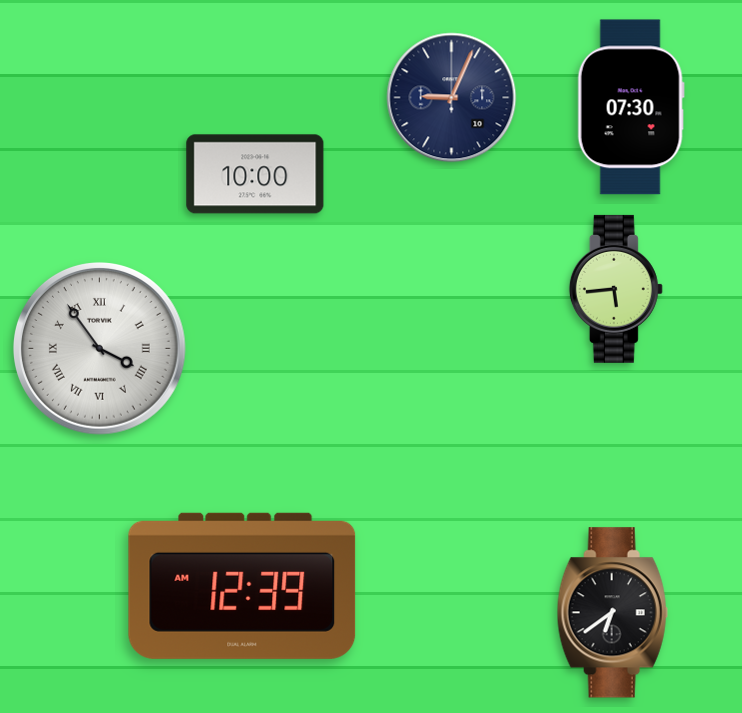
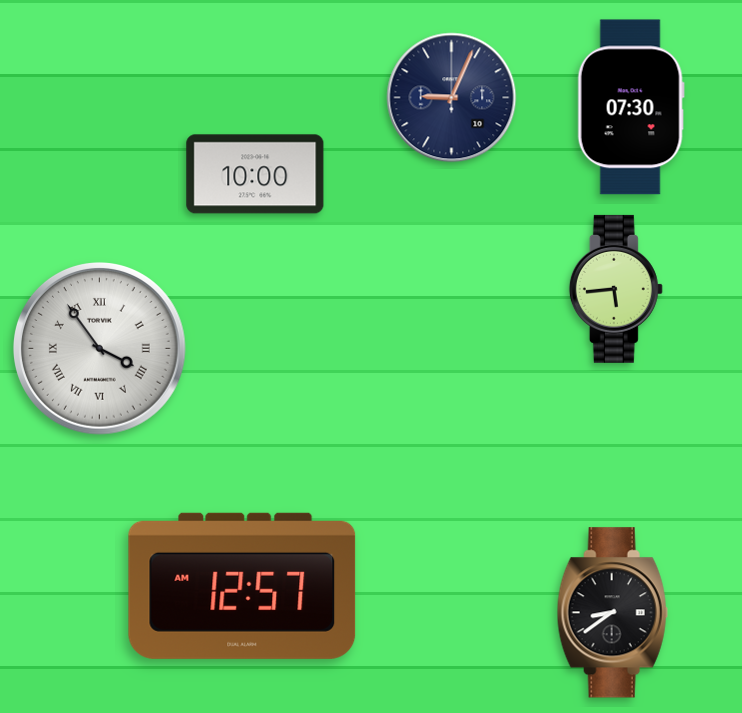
clock at (242, 586): 12:39 -> 12:57
clock at (612, 613): 6:39 -> 8:39
